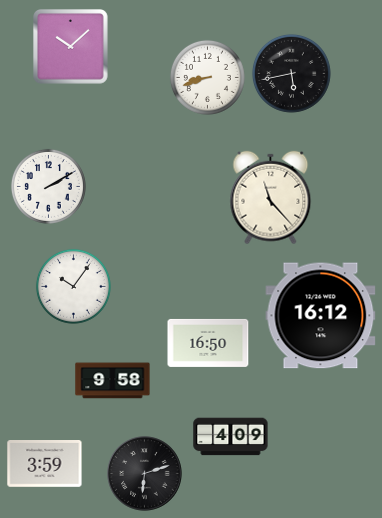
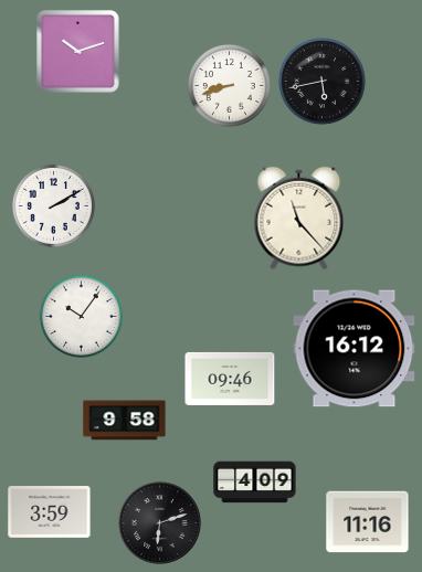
clock at (71, 47): 10:08 -> 10:12
clock at (208, 343): 16:50 -> 09:46
clock at (368, 522): none -> 11:16
